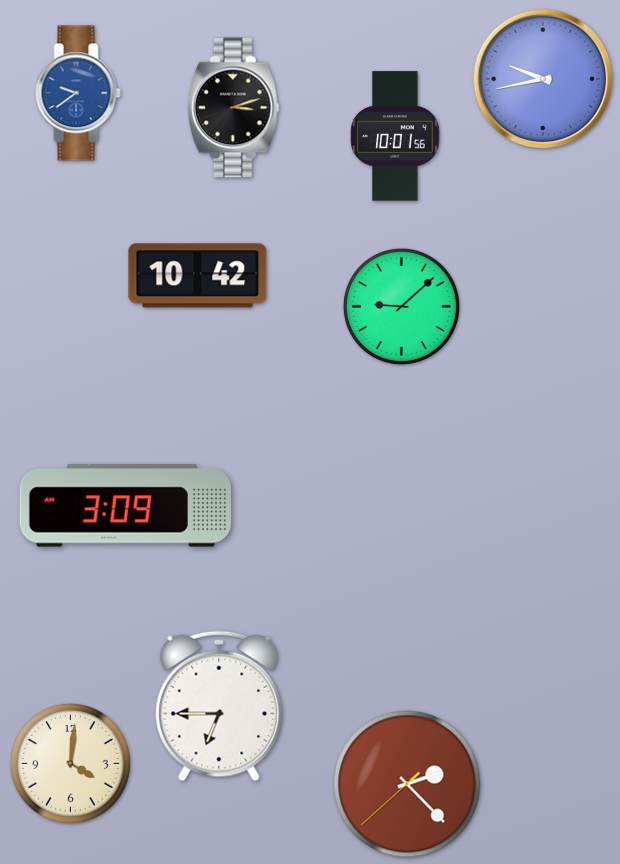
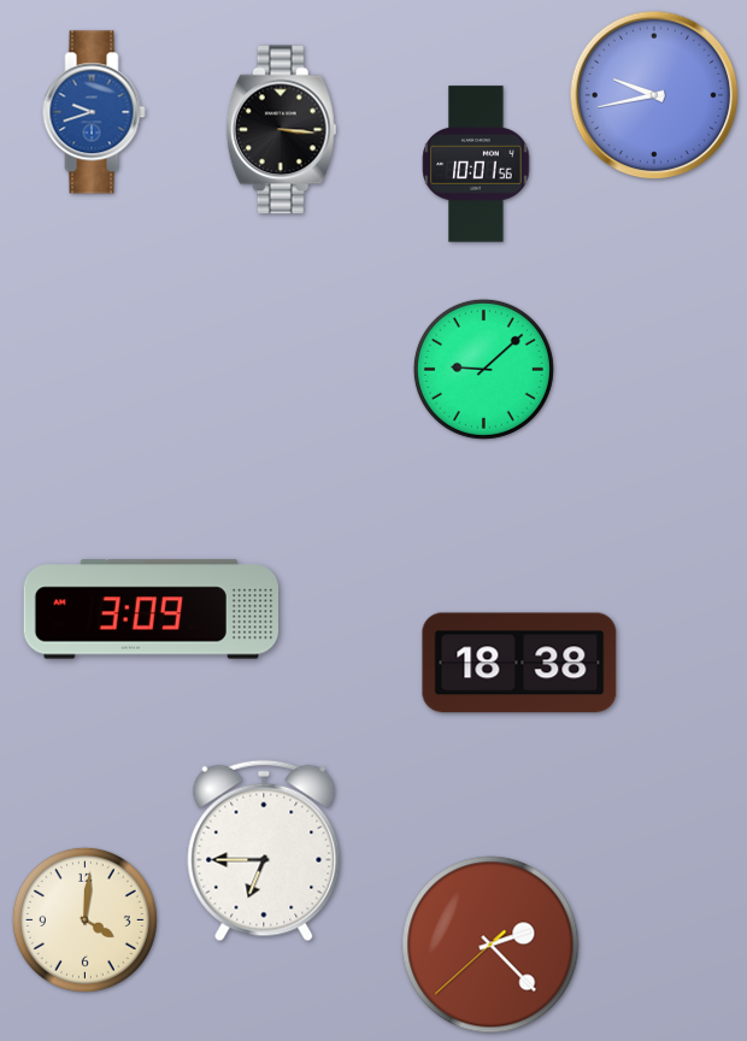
clock at (78, 93): 9:39 -> 9:42
clock at (233, 108): 3:12 -> 3:16
clock at (198, 276): 10:42 -> none
clock at (519, 663): none -> 18:38
